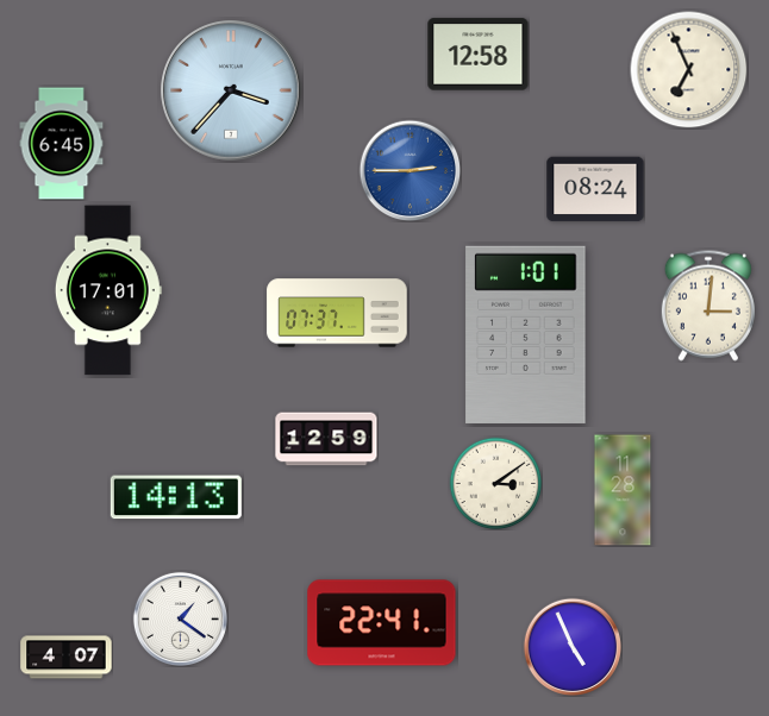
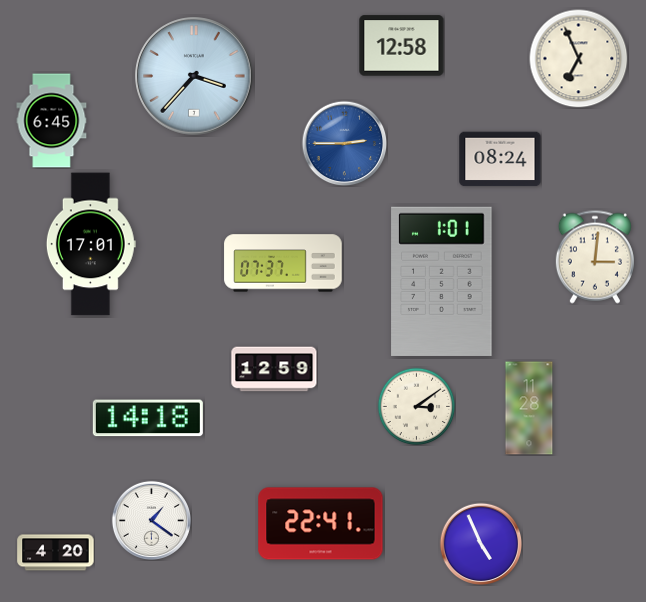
clock at (623, 490) position: (623, 490) -> (529, 408)
clock at (176, 497): 14:13 -> 14:18
clock at (67, 658): 4:07 -> 4:20
